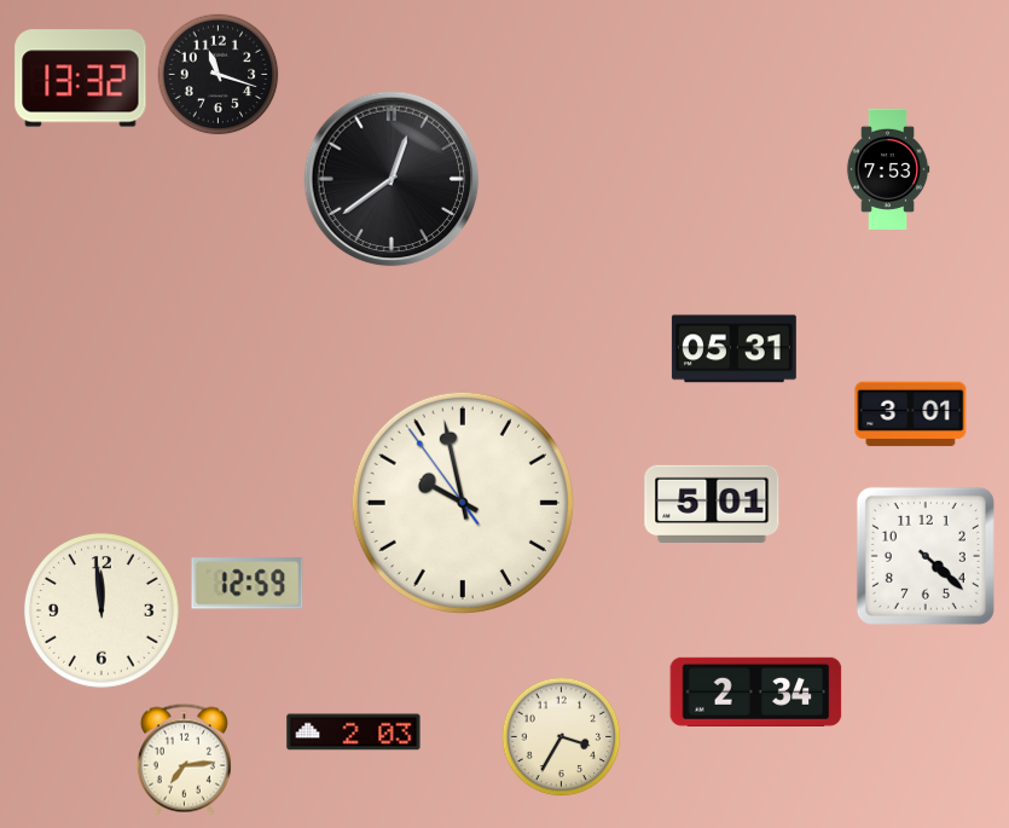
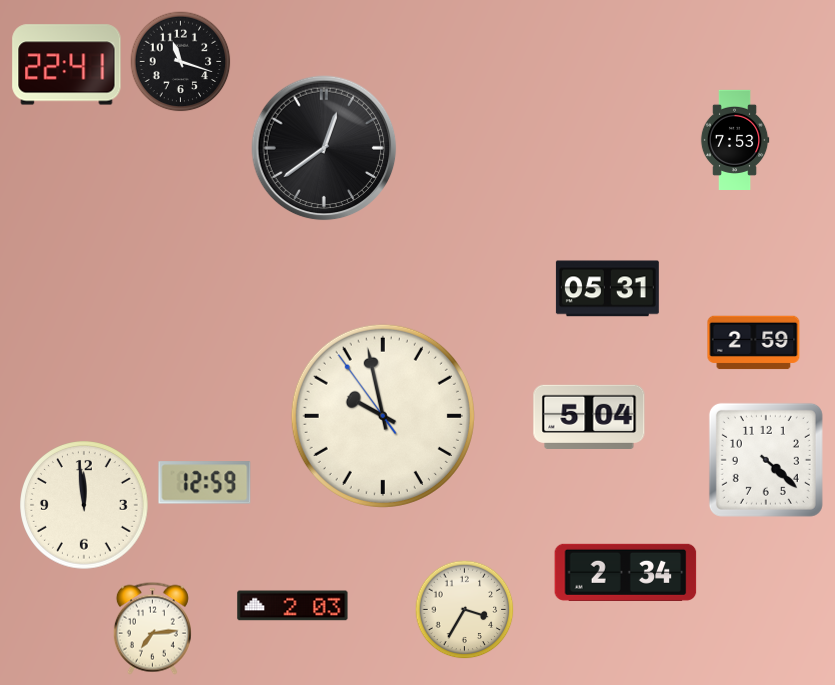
clock at (81, 79): 13:32 -> 22:41
clock at (911, 415): 3:01 -> 2:59
clock at (712, 503): 5:01 -> 5:04
